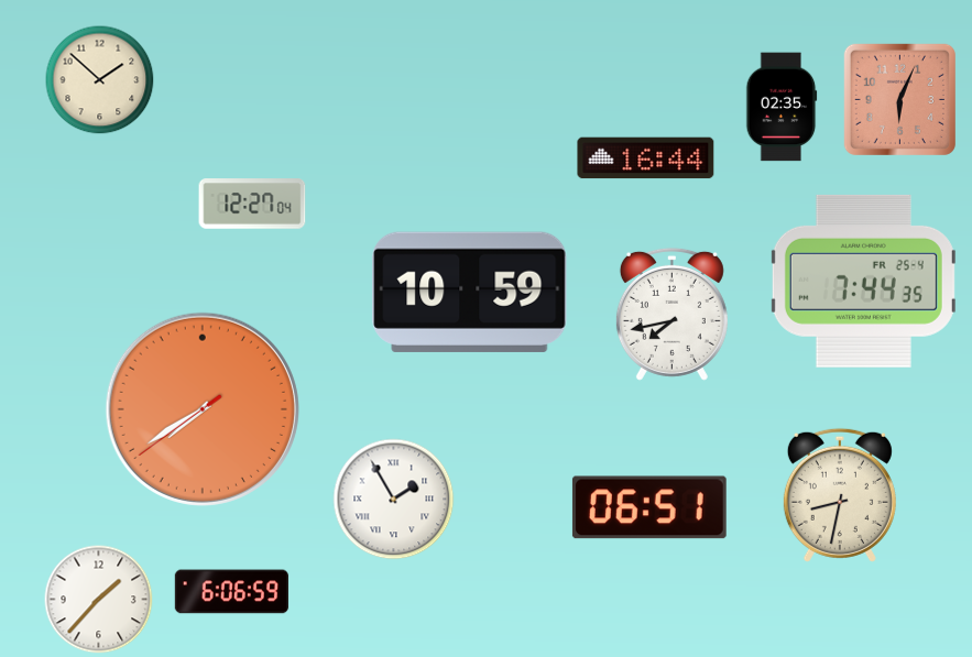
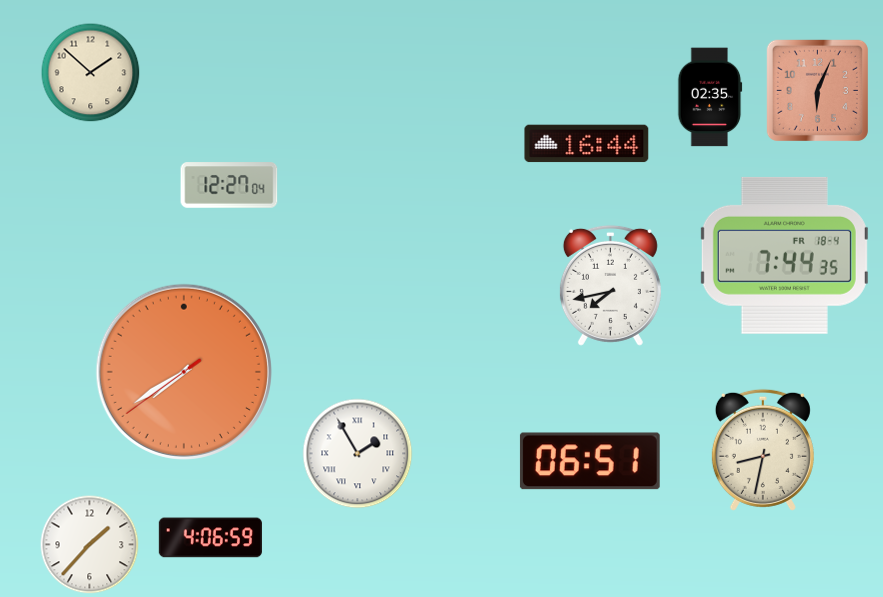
clock at (863, 281) date: FR 25-4 -> FR 18-4
clock at (470, 292): 10:59 -> none
clock at (231, 592): 6:06 -> 4:06
